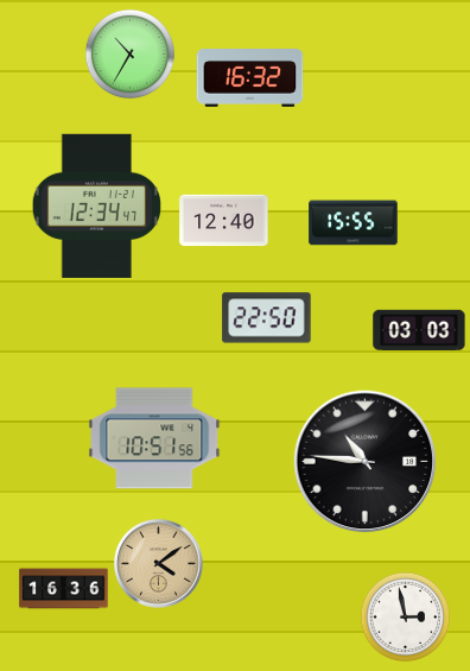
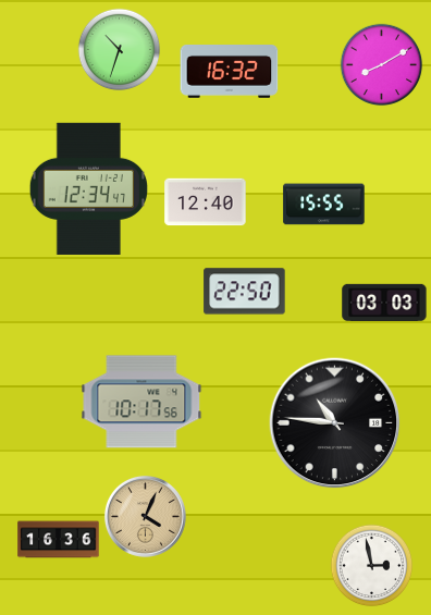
clock at (131, 55): 10:35 -> 10:33
clock at (382, 65): none -> 8:10
clock at (154, 438): 10:51 -> 10:17
clock at (158, 563): 4:09 -> 4:04
